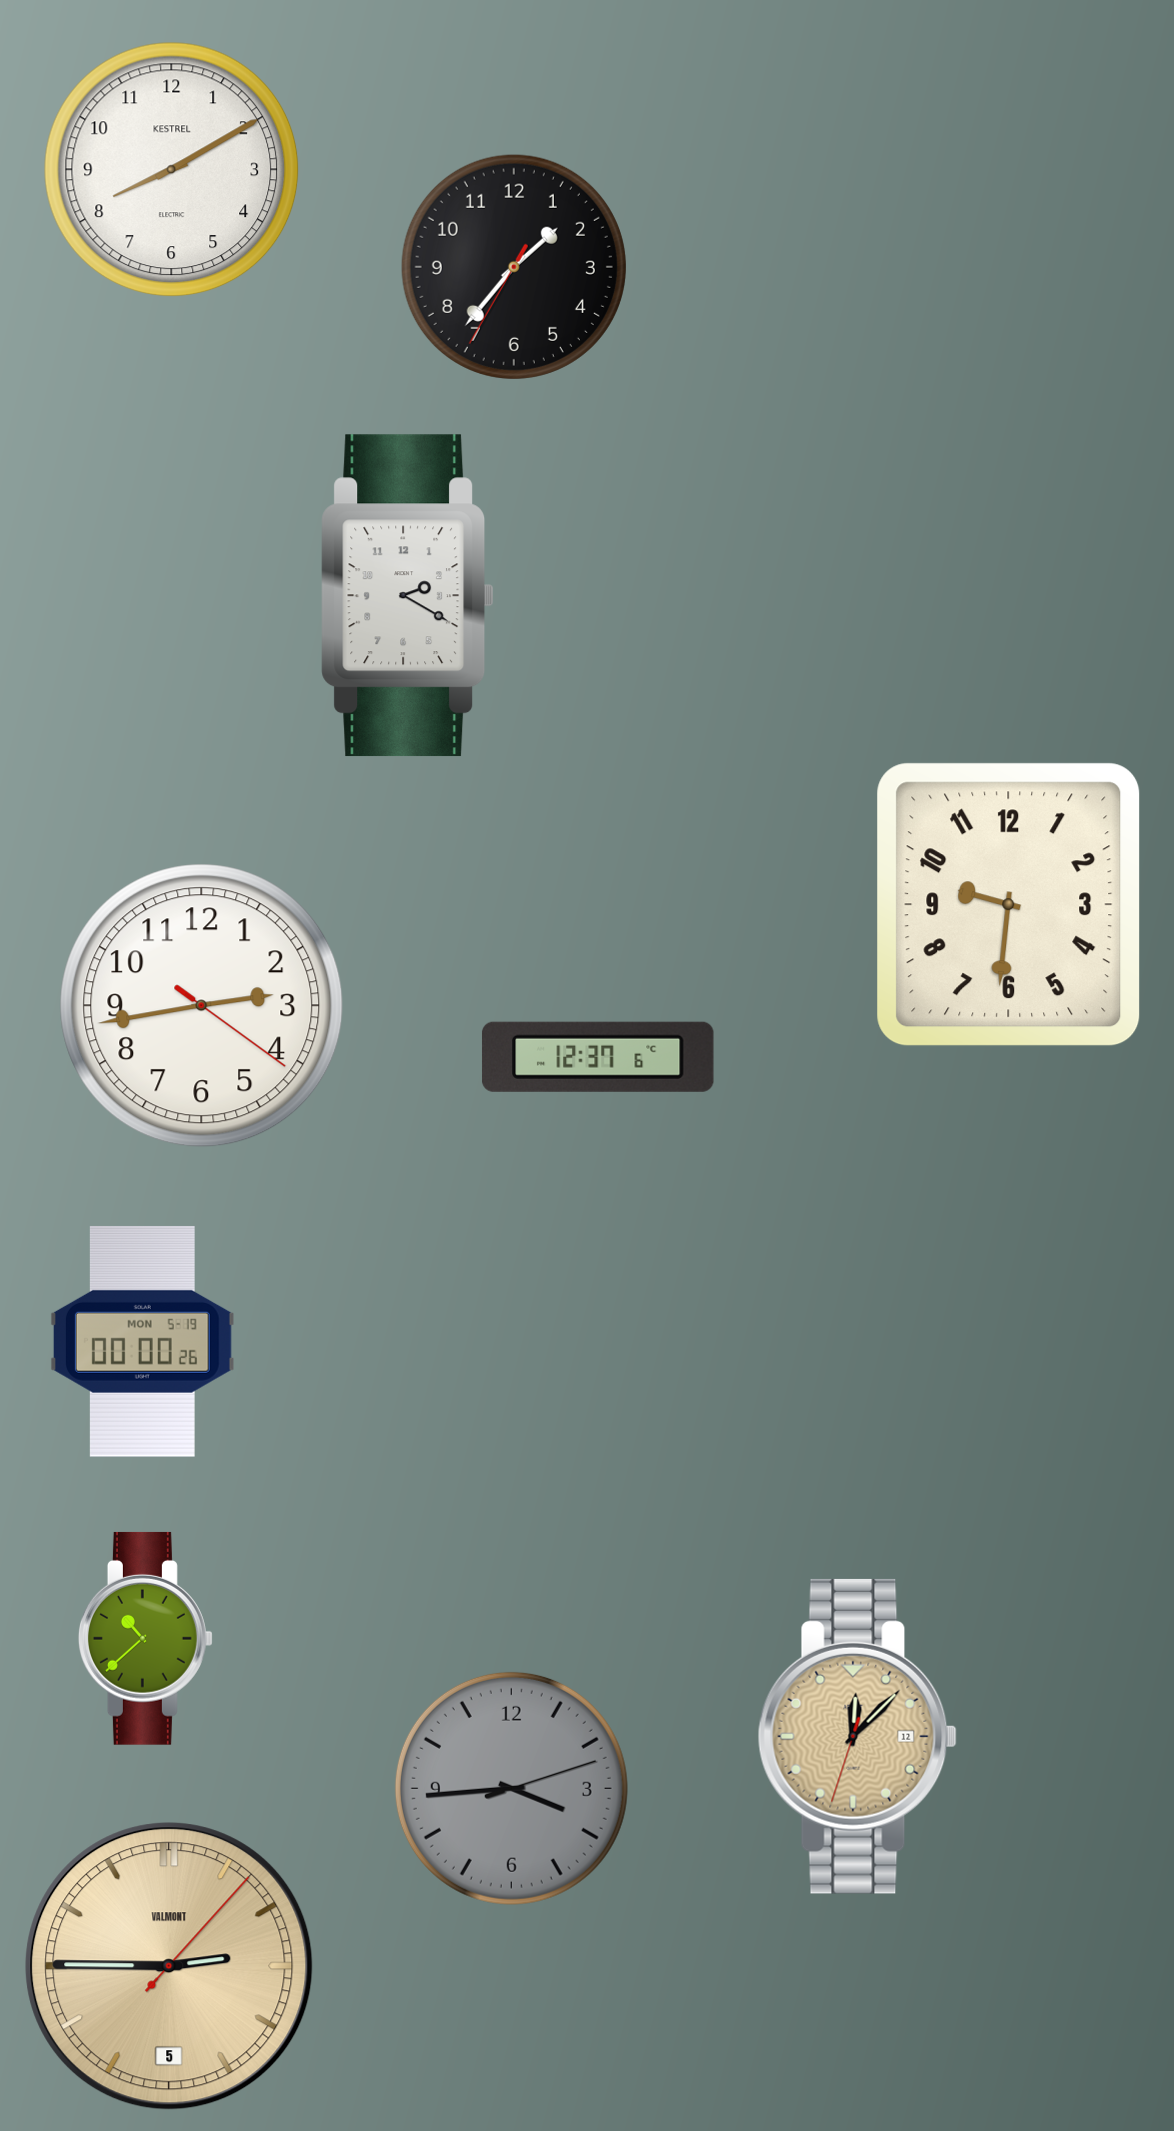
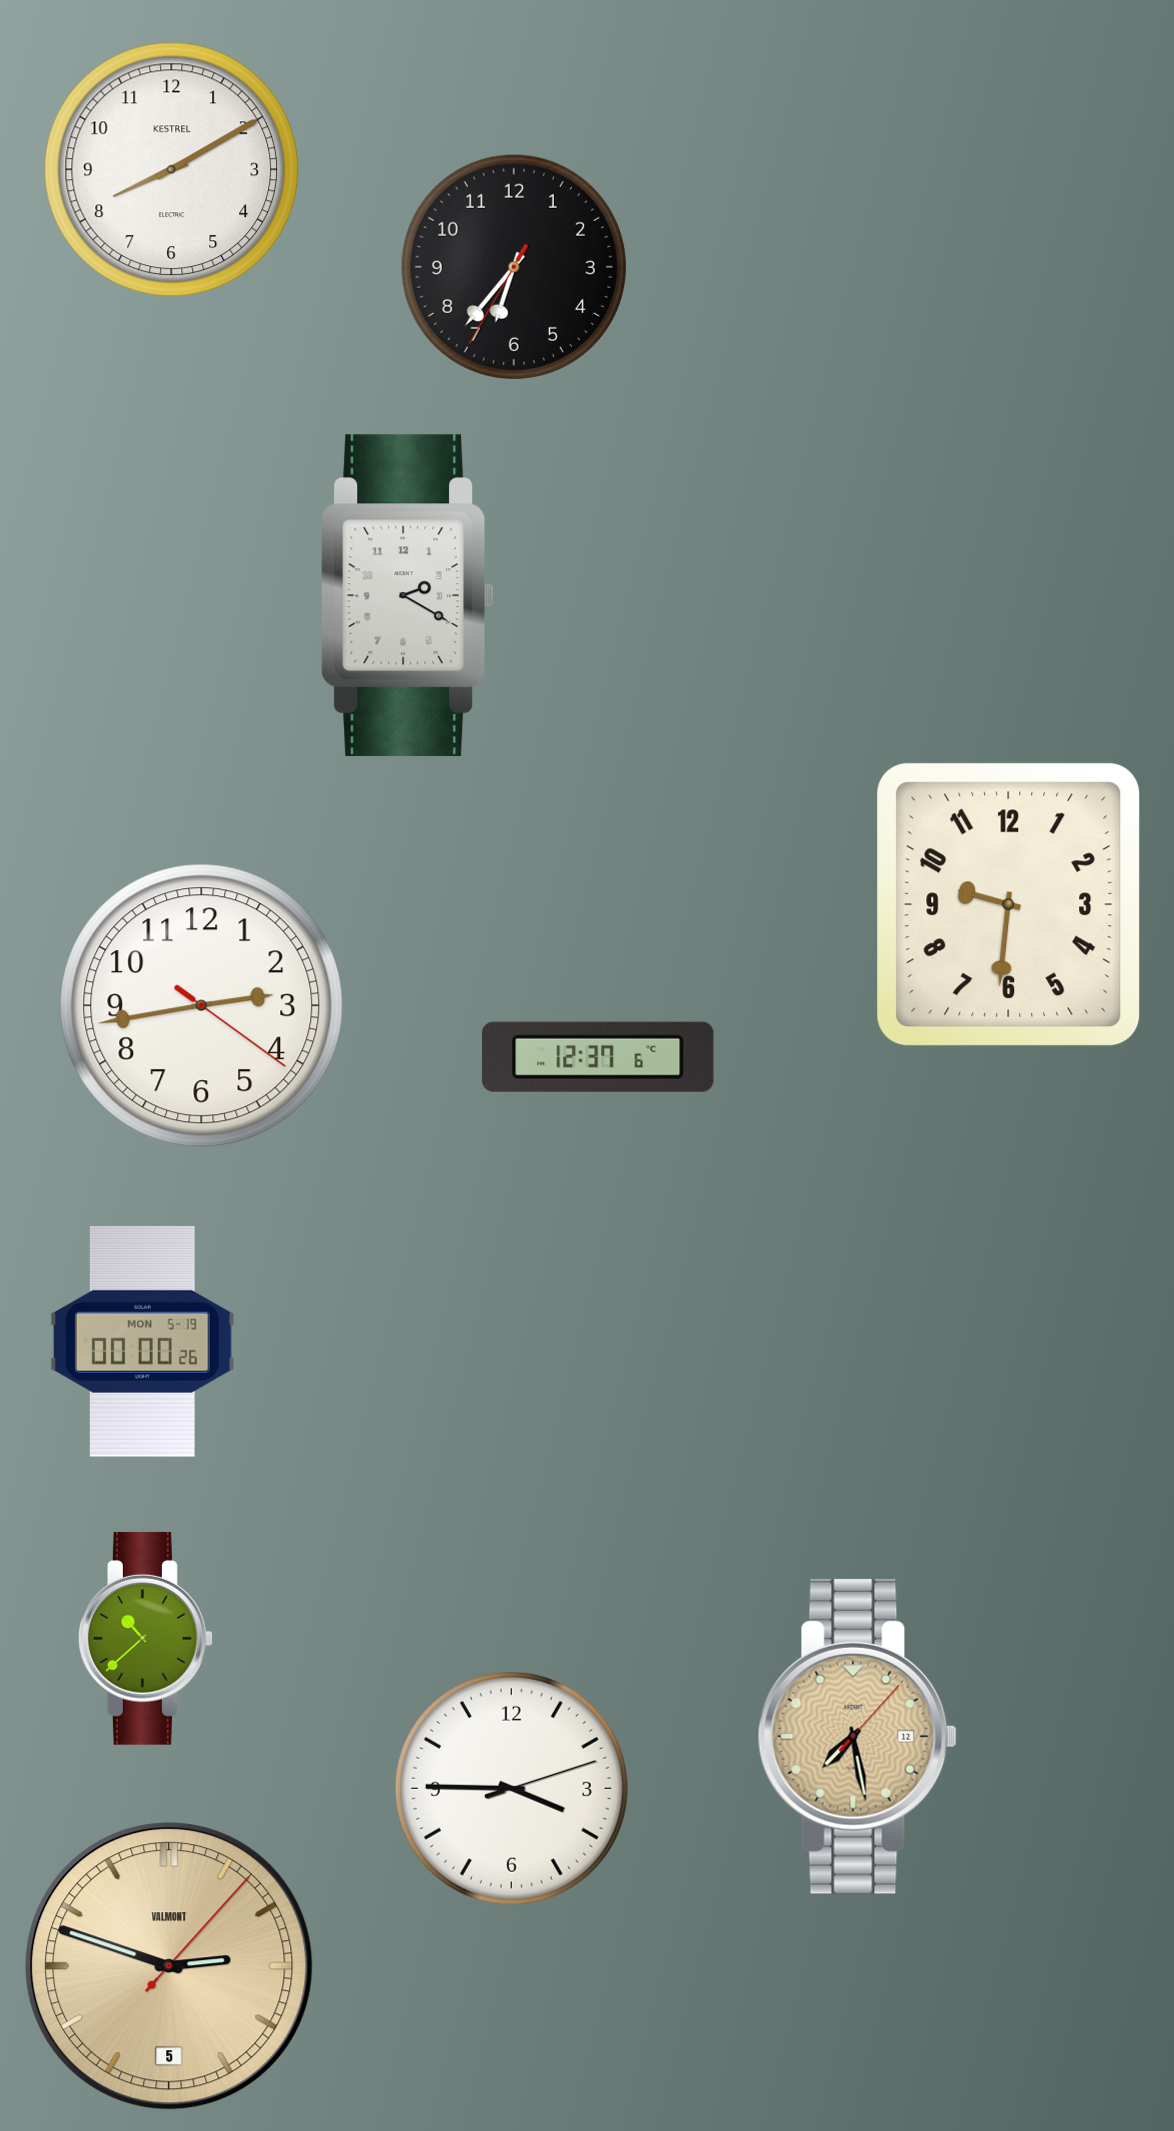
clock at (514, 267): 1:36 -> 6:36
clock at (857, 1736): 12:07 -> 7:28
clock at (511, 1788): 3:44 -> 3:45
clock at (511, 1788) dial: grey -> white
clock at (169, 1966): 2:45 -> 2:48
